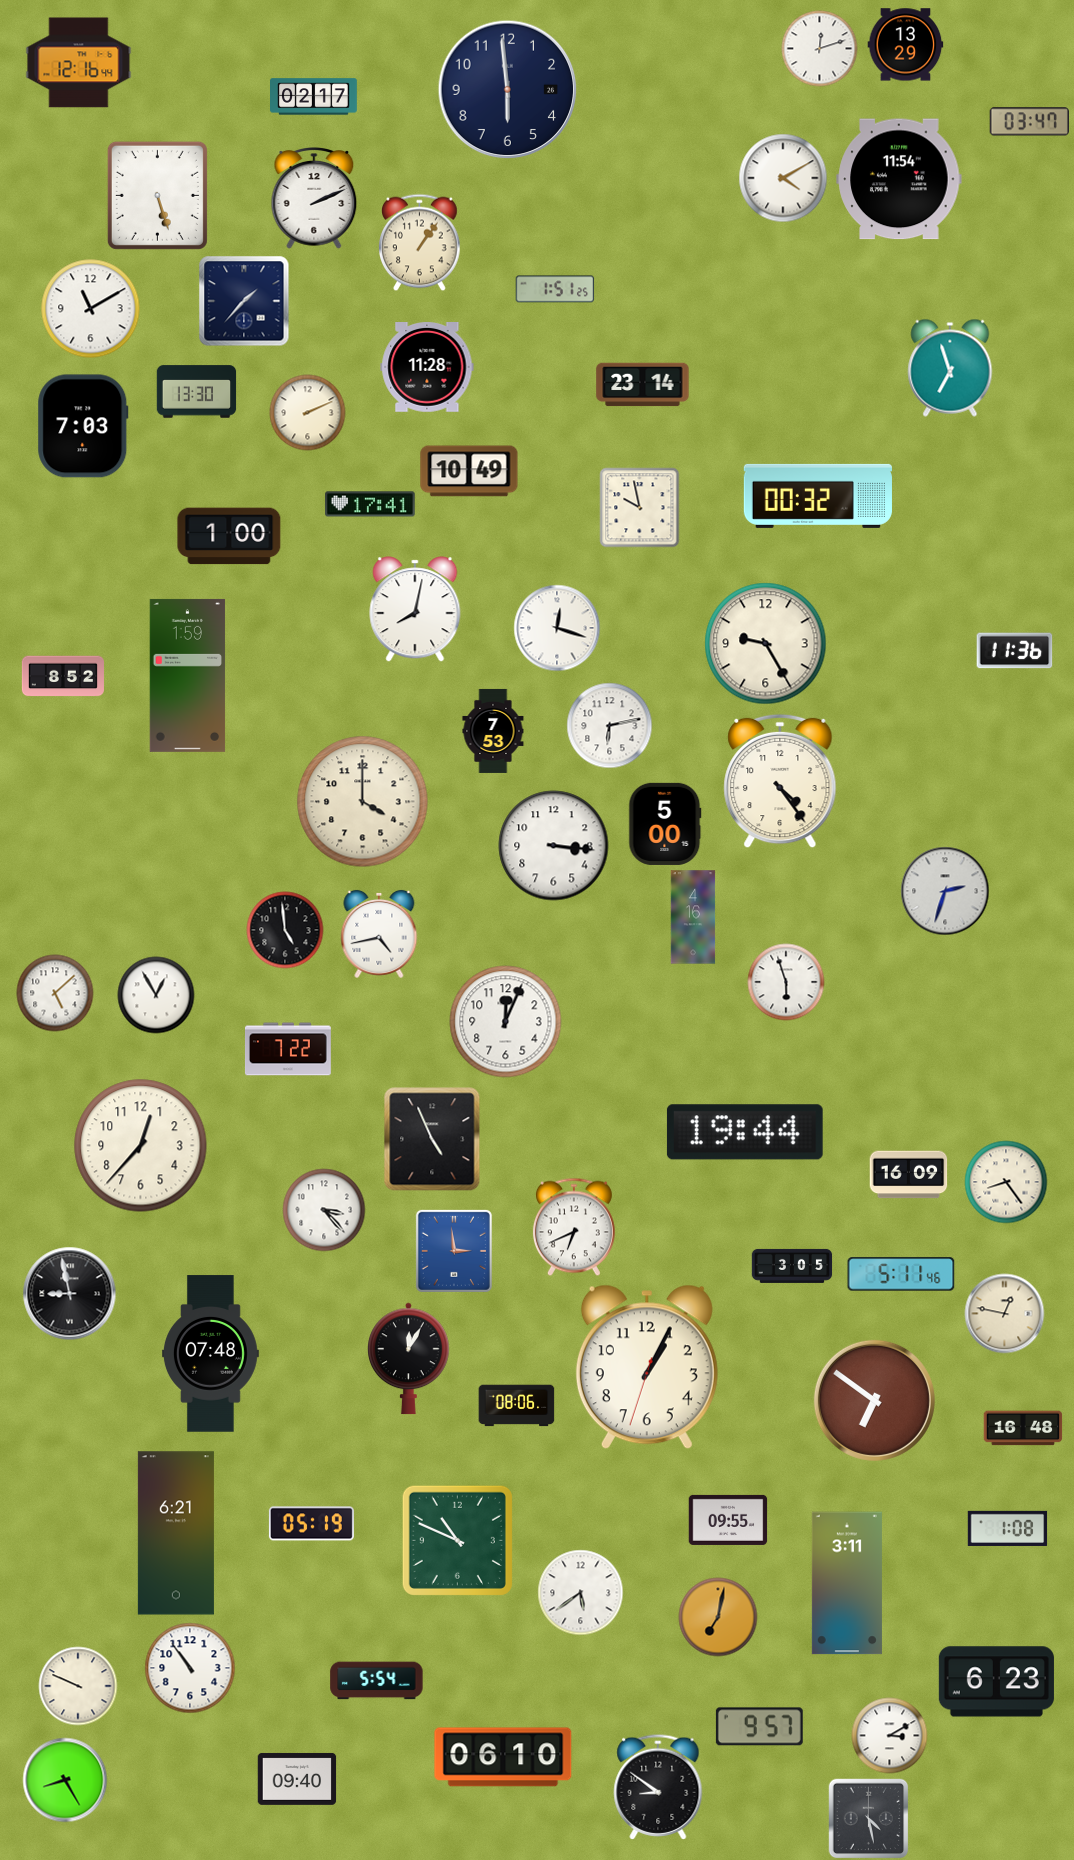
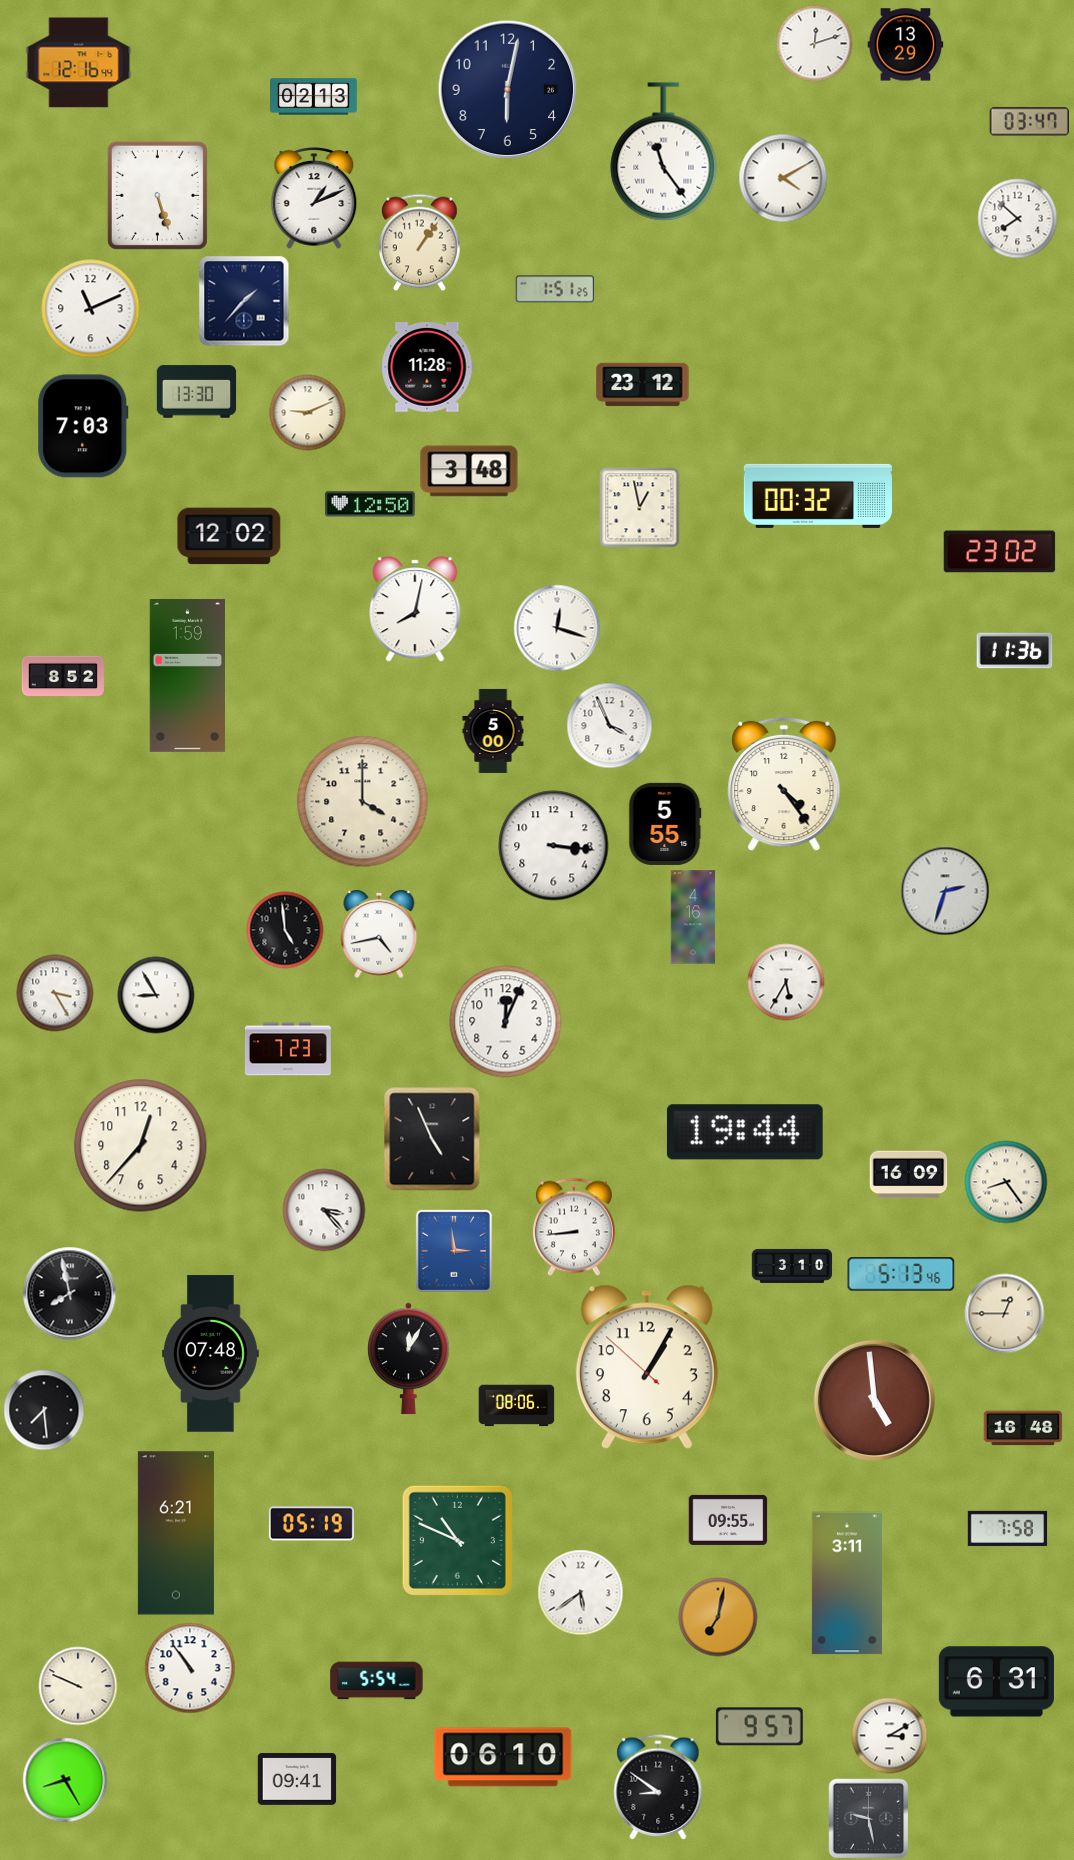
clock at (820, 49) position: (820, 49) -> (815, 44)
clock at (508, 90): 5:59 -> 6:02
clock at (314, 97): 02:17 -> 02:13
clock at (664, 152): none -> 11:24
clock at (899, 179): 11:54 -> none
clock at (314, 199): 2:11 -> 1:11
clock at (1018, 219): none -> 7:52
clock at (91, 309): 11:10 -> 11:11
clock at (950, 368): 6:57 -> none
clock at (643, 385): 23:14 -> 23:12
clock at (308, 413): 2:11 -> 9:11
clock at (469, 471): 10:49 -> 3:48
clock at (370, 504): 17:41 -> 12:50
clock at (640, 508): 9:58 -> 12:58
clock at (229, 536): 1:00 -> 12:02
clock at (1000, 552): none -> 23:02
clock at (766, 644): 9:25 -> none
clock at (610, 726): 6:13 -> 3:56
clock at (493, 731): 7:53 -> 5:00
clock at (780, 781) position: (780, 781) -> (784, 784)
clock at (665, 824): 5:00 -> 5:55
clock at (786, 982): 5:57 -> 5:35
clock at (55, 993): 5:08 -> 3:25
clock at (156, 995): 12:55 -> 8:55
clock at (288, 1049): 7:22 -> 7:23
clock at (574, 1227): 6:41 -> 8:44
clock at (792, 1266): 3:05 -> 3:10
clock at (901, 1274): 5:11 -> 5:13
clock at (70, 1294): 8:58 -> 7:58
clock at (1005, 1314): 12:47 -> 12:45
clock at (647, 1367): 1:04:33 -> 1:04:52
clock at (874, 1400): 6:51 -> 4:59
clock at (44, 1410): none -> 7:29
clock at (1008, 1528): 1:08 -> 7:58
clock at (996, 1682): 6:23 -> 6:31
clock at (297, 1779): 09:40 -> 09:41
clock at (869, 1819): 4:28 -> 9:28
